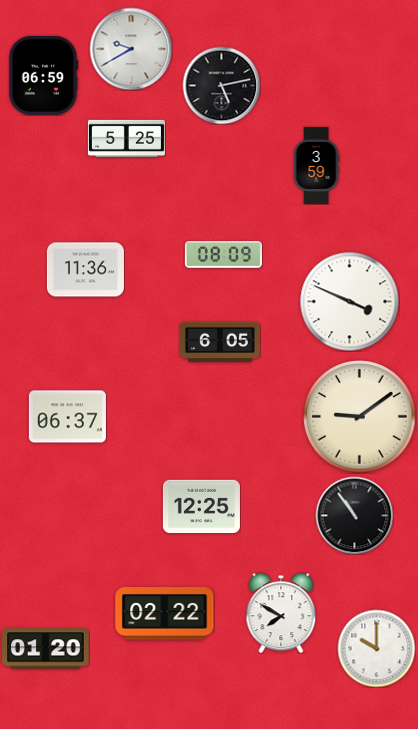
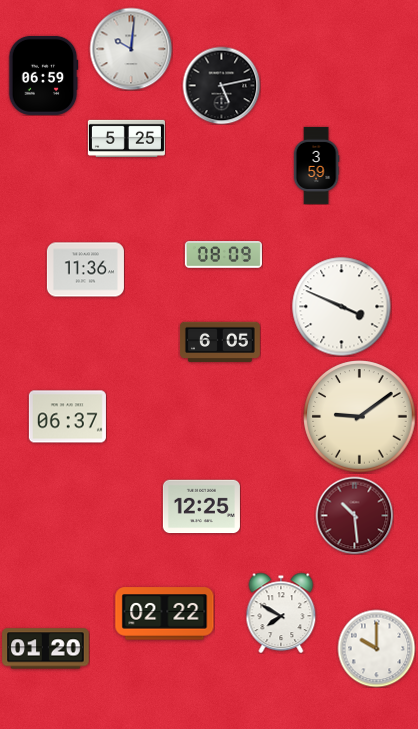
clock at (131, 49): 9:40 -> 10:01
clock at (350, 302) position: (350, 302) -> (342, 307)
clock at (354, 515): 10:54 -> 10:29
clock at (354, 515) dial: black -> burgundy
